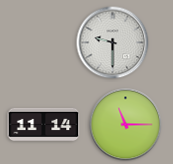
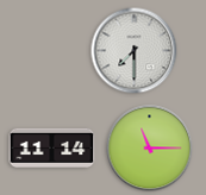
clock at (113, 43): 9:30 -> 7:30
